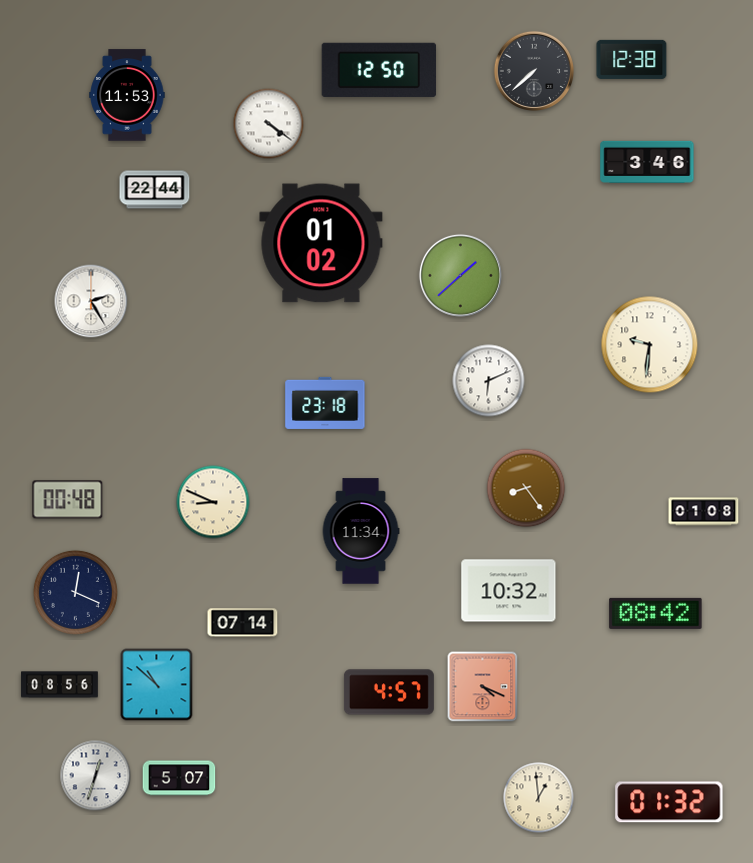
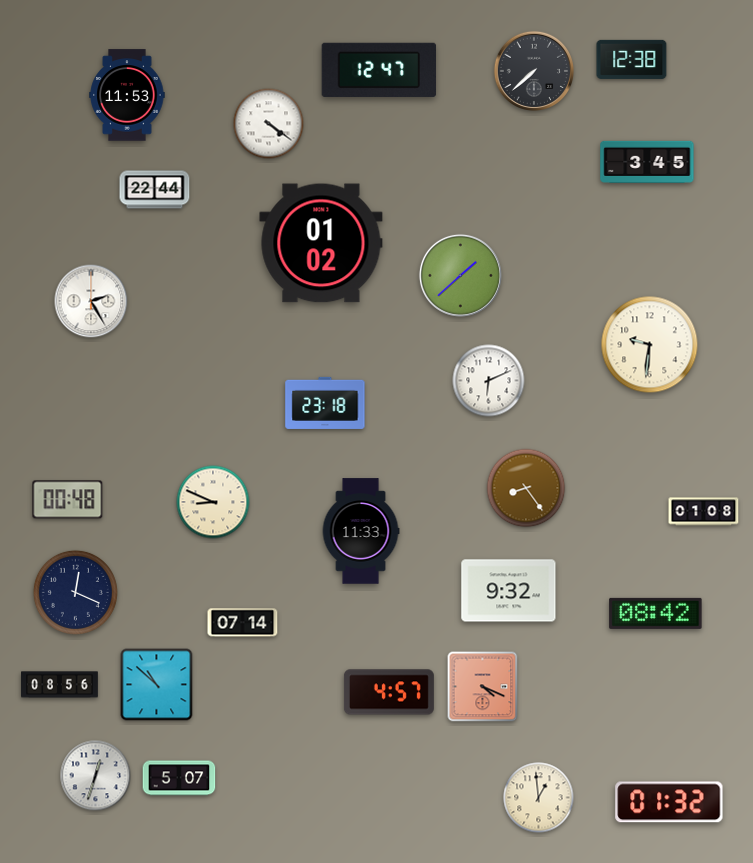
clock at (379, 70): 12:50 -> 12:47
clock at (647, 162): 3:46 -> 3:45
clock at (361, 531): 11:34 -> 11:33
clock at (509, 591): 10:32 -> 9:32
